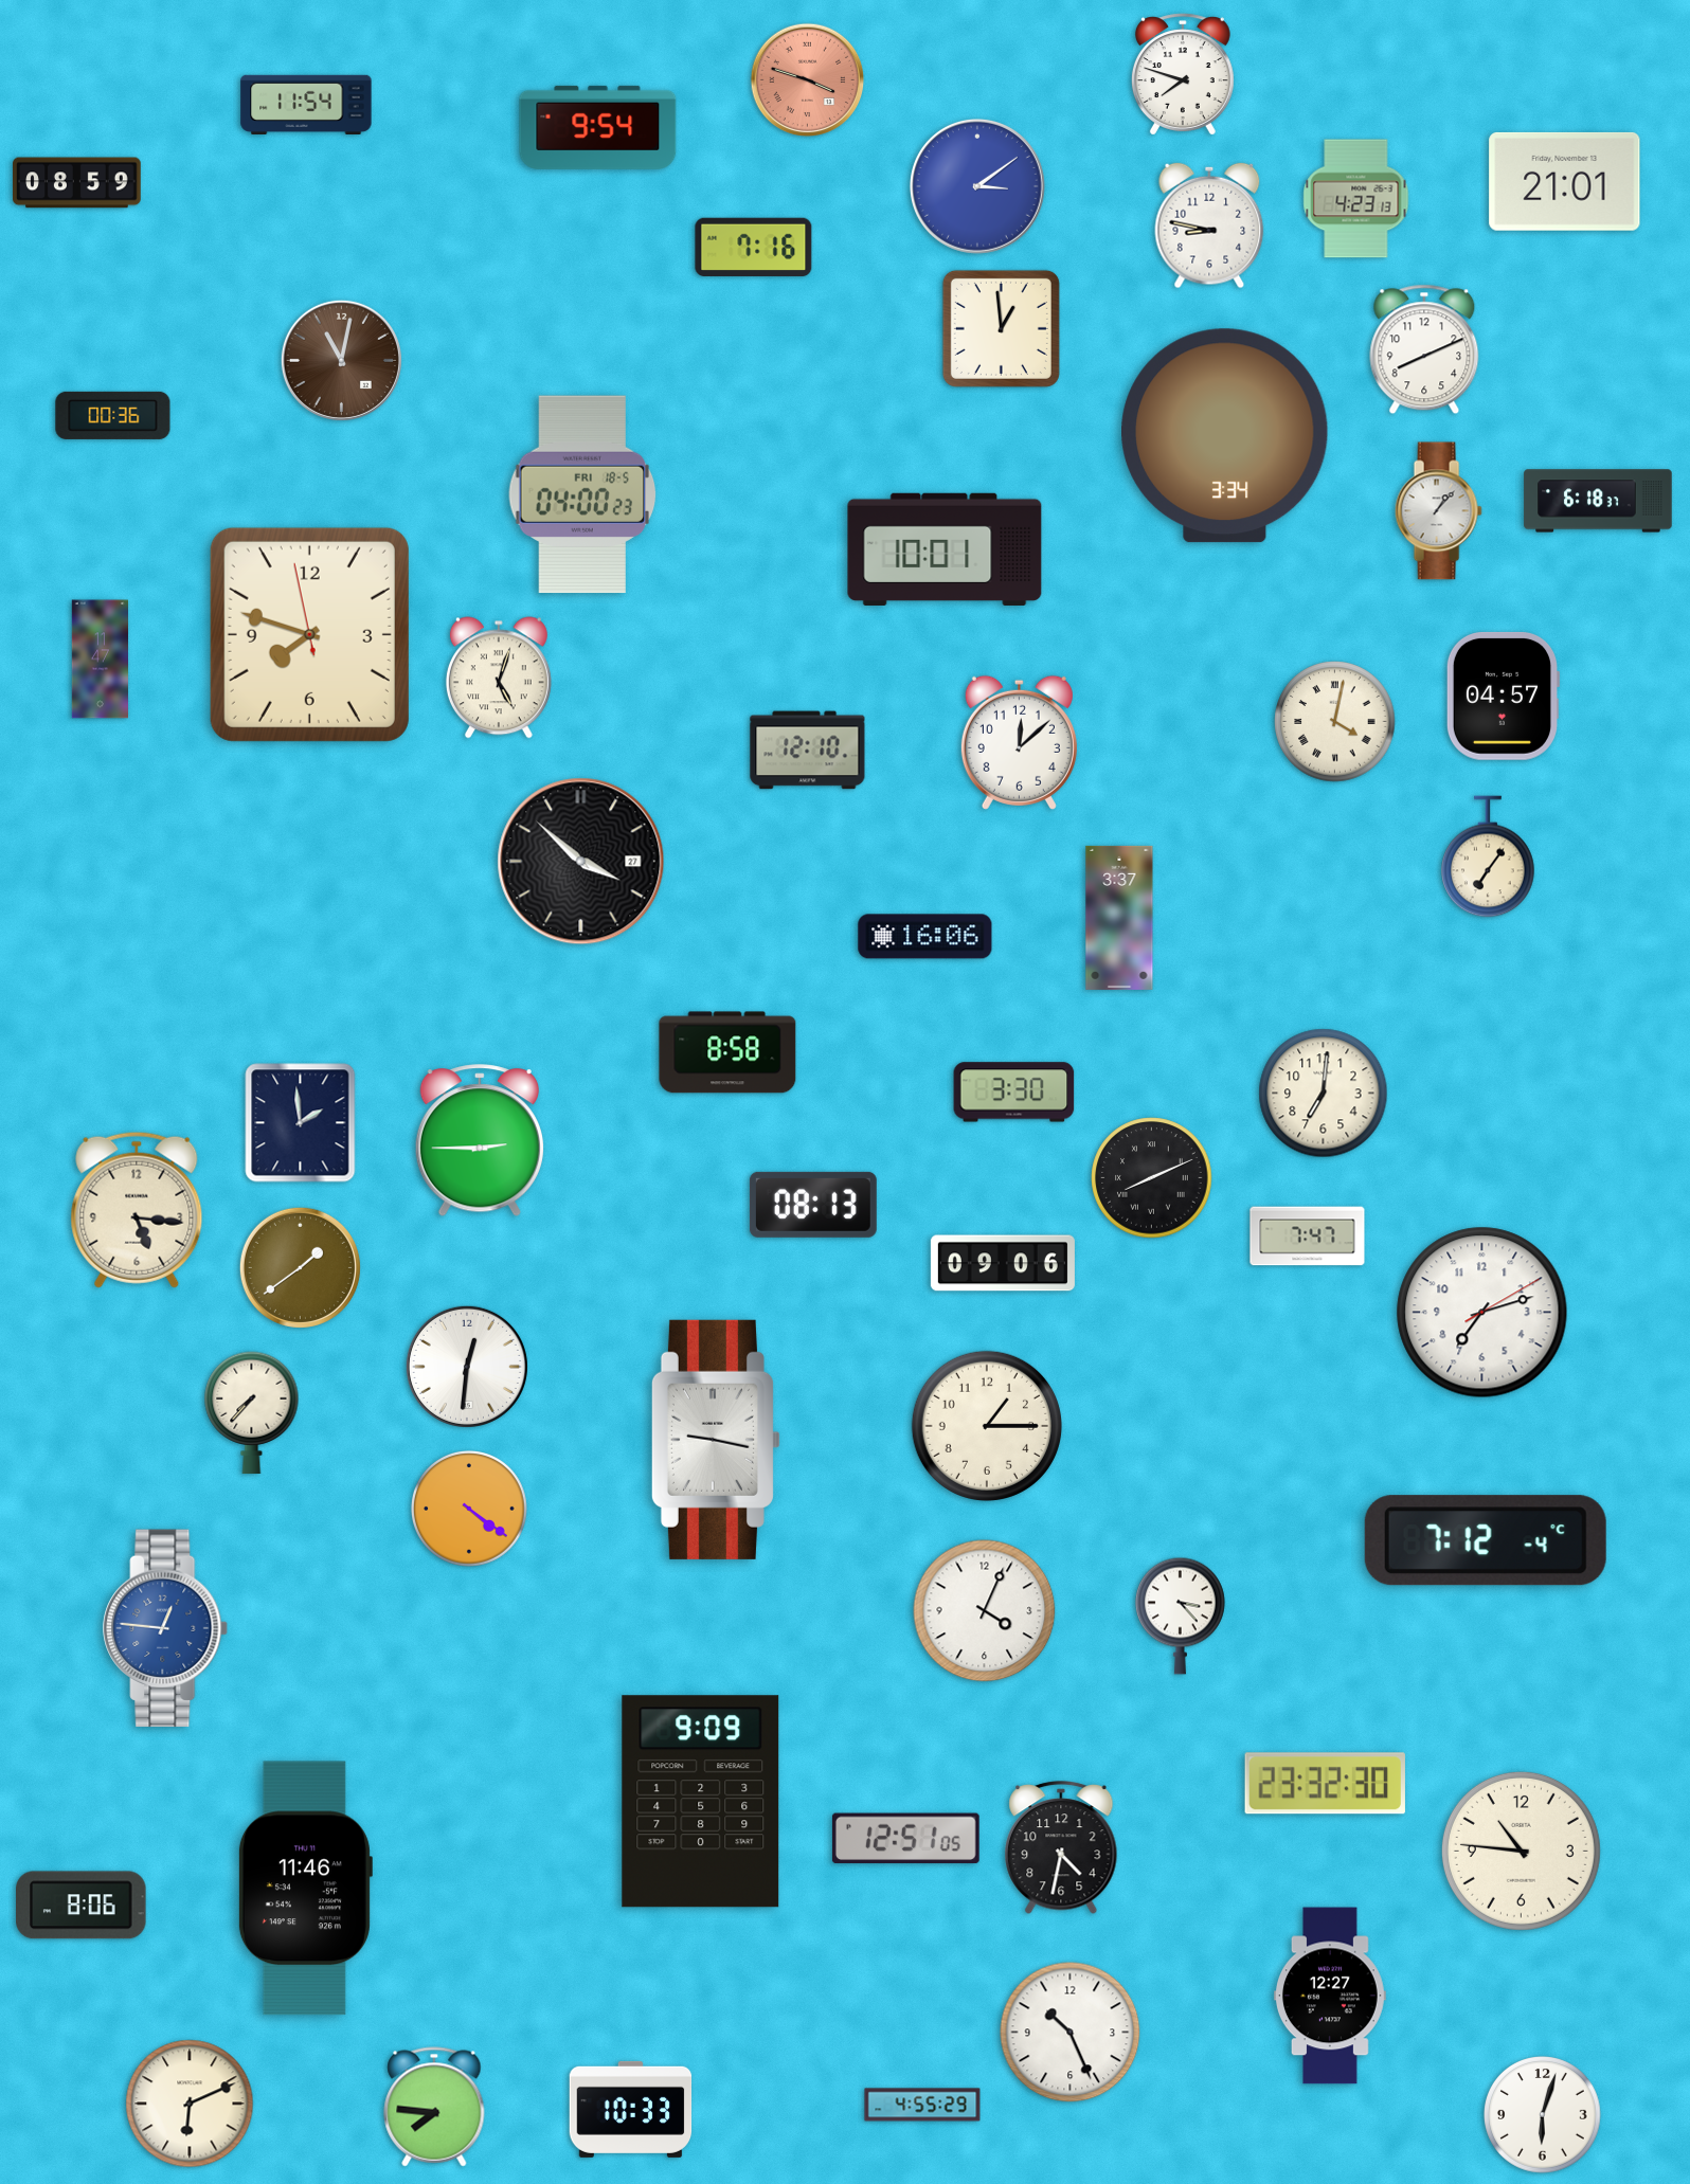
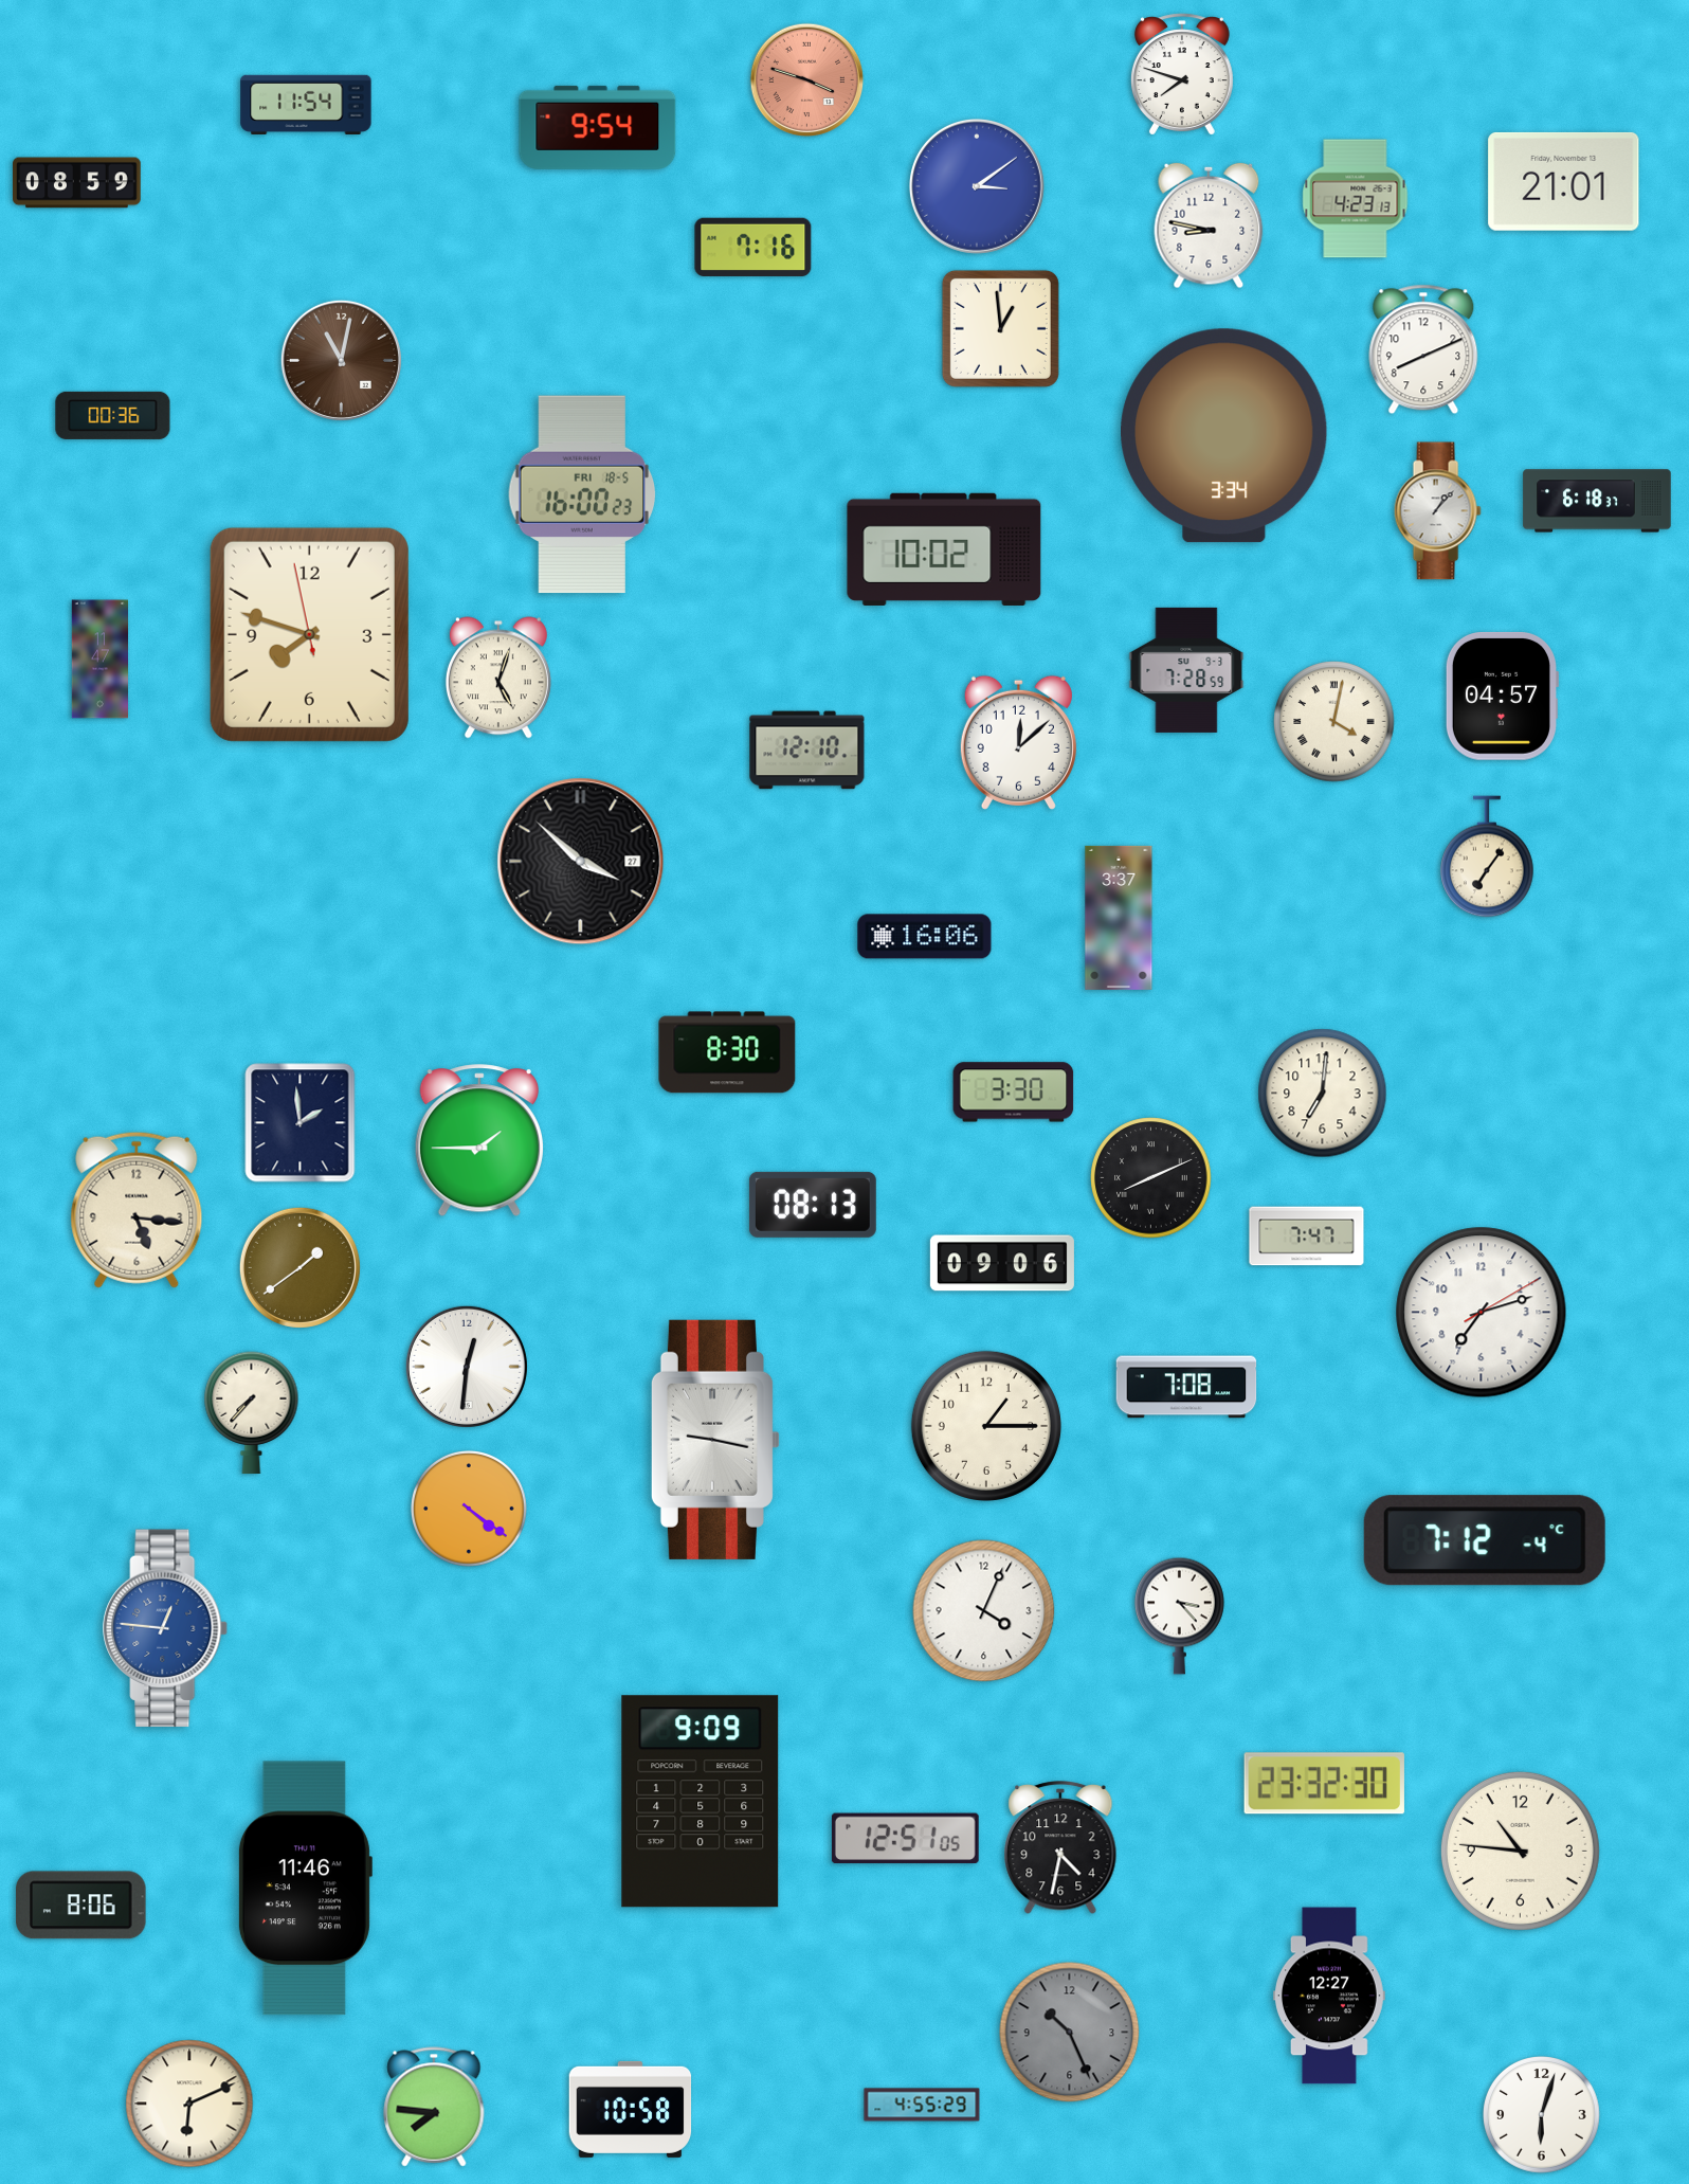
clock at (582, 494): 04:00 -> 16:00
clock at (945, 549): 10:01 -> 10:02
clock at (1186, 670): none -> 7:28
clock at (727, 1052): 8:58 -> 8:30
clock at (480, 1141): 2:45 -> 1:45
clock at (1186, 1387): none -> 7:08
clock at (1071, 2033) dial: white -> grey
clock at (631, 2109): 10:33 -> 10:58
